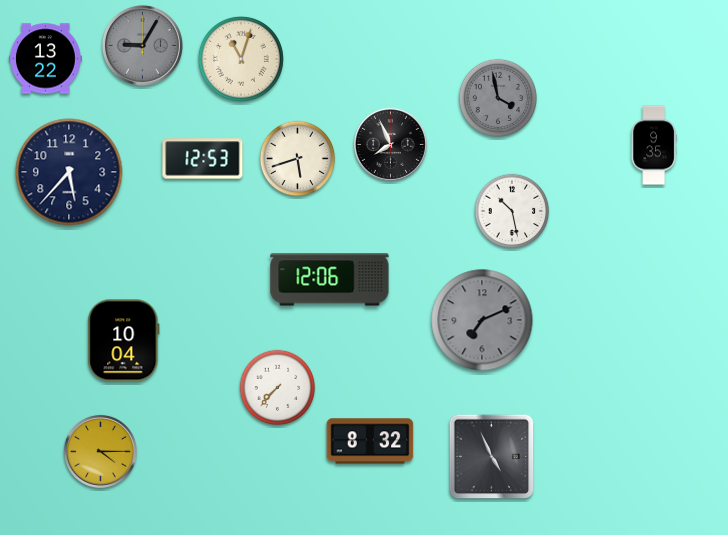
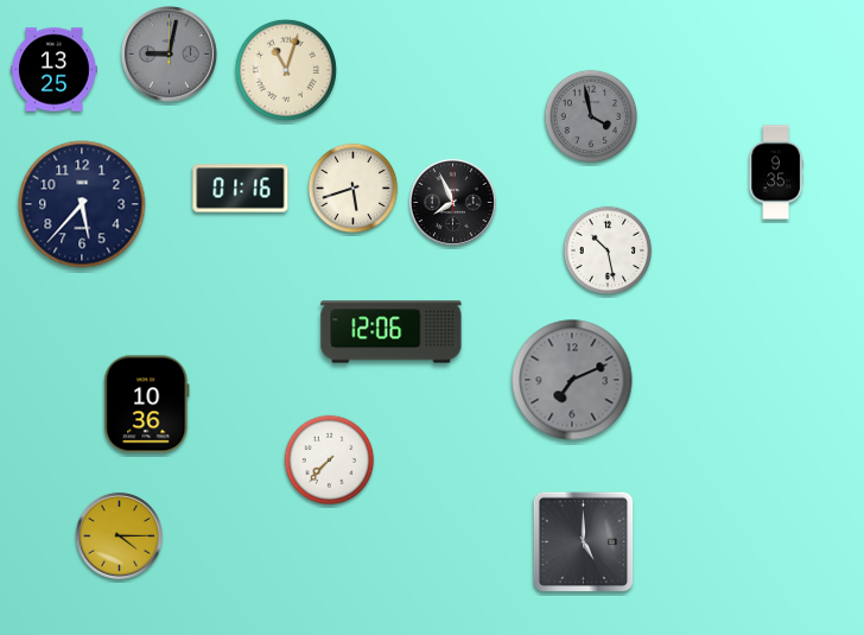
clock at (142, 45): 9:05 -> 9:02
clock at (46, 59): 13:22 -> 13:25
clock at (390, 144) position: (390, 144) -> (452, 202)
clock at (203, 159): 12:53 -> 01:16
clock at (124, 341): 10:04 -> 10:36
clock at (370, 441): 8:32 -> none
clock at (492, 457): 4:56 -> 5:00
